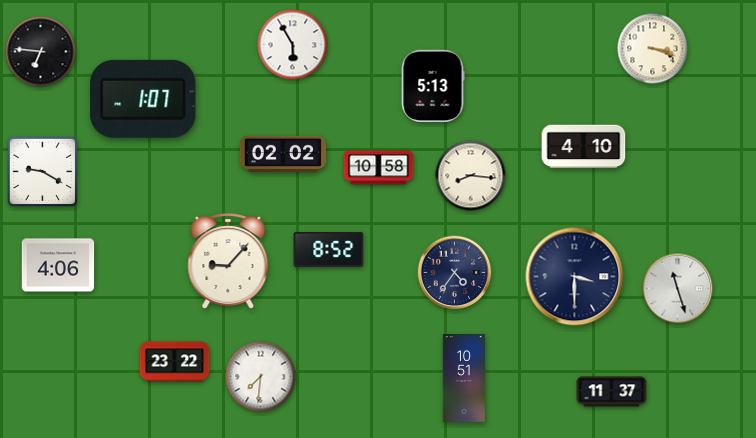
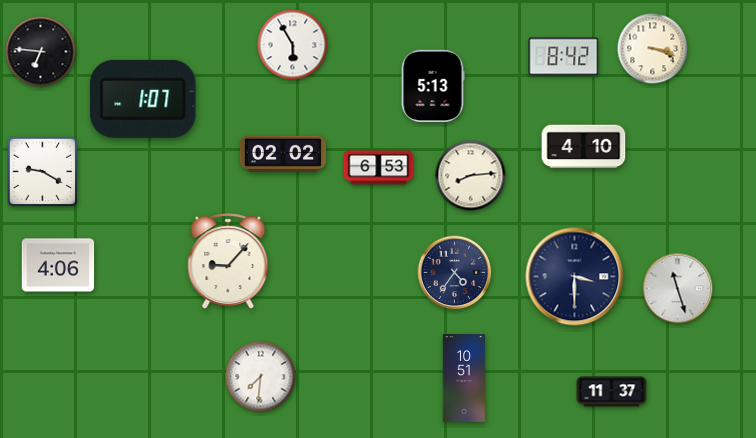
clock at (564, 57): none -> 8:42
clock at (379, 168): 10:58 -> 6:53
clock at (471, 176): 8:16 -> 8:14
clock at (329, 249): 8:52 -> none
clock at (175, 362): 23:22 -> none
